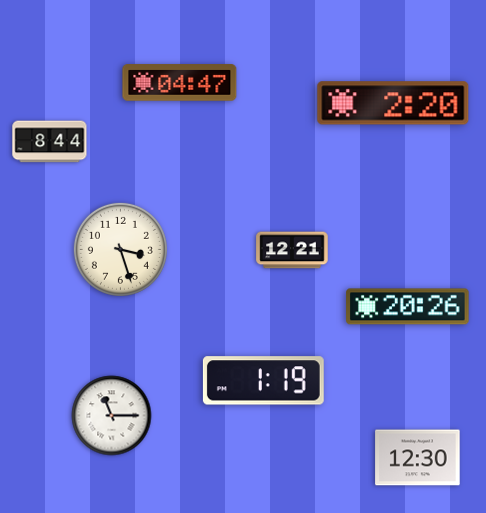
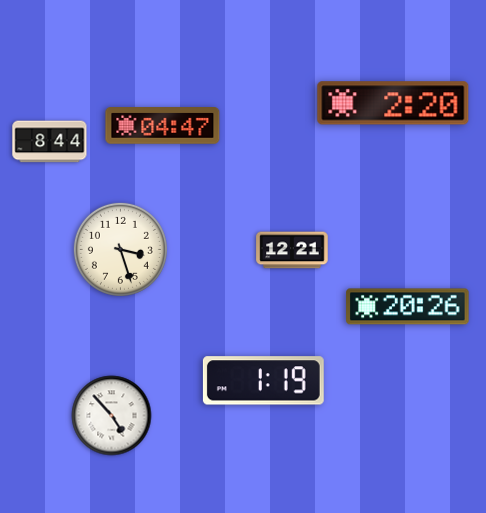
clock at (180, 83) position: (180, 83) -> (163, 126)
clock at (112, 416): 11:15 -> 4:53
clock at (418, 458): 12:30 -> none
